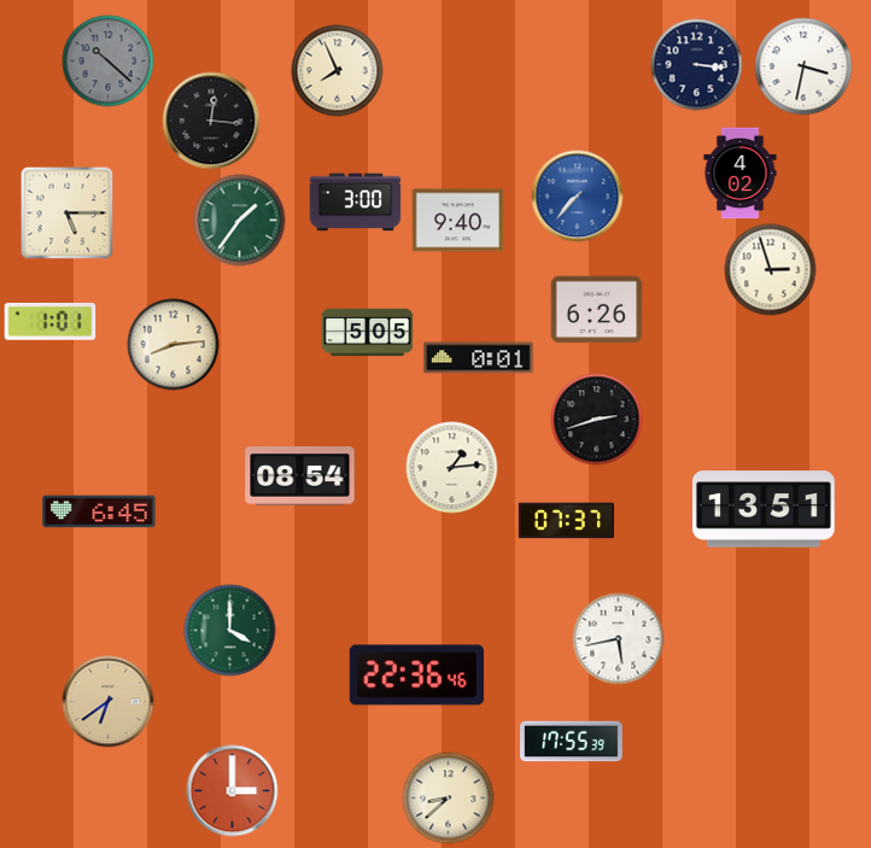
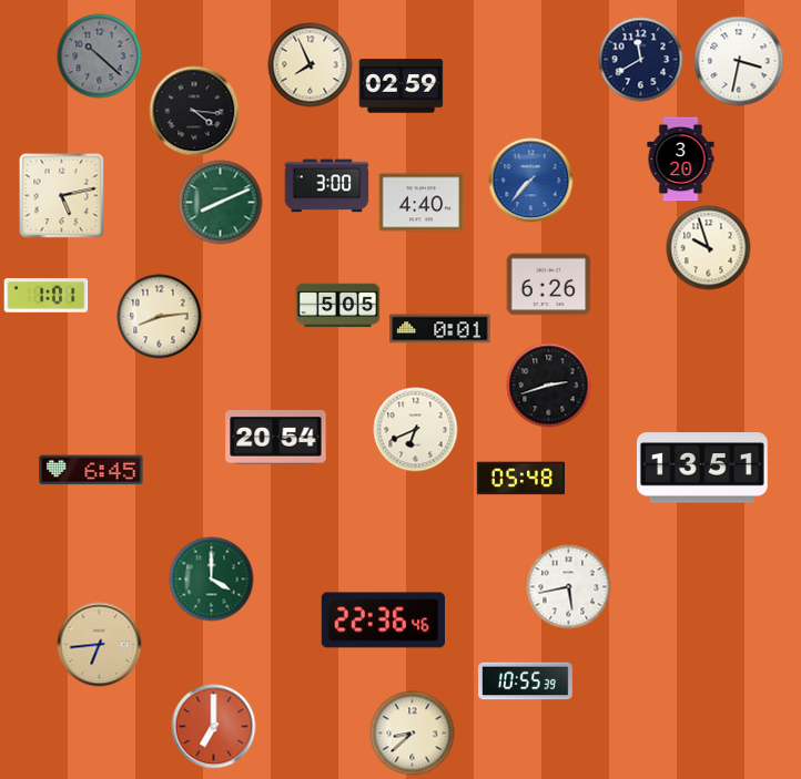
clock at (697, 65): 3:16 -> 11:40
clock at (402, 86): none -> 02:59
clock at (211, 121): 12:16 -> 4:16
clock at (741, 174): 4:02 -> 3:20
clock at (68, 214): 5:15 -> 5:13
clock at (240, 221): 1:36 -> 8:11
clock at (458, 221): 9:40 -> 4:40
clock at (771, 270): 2:57 -> 9:57
clock at (452, 468): 1:14 -> 6:41
clock at (300, 476): 08:54 -> 20:54
clock at (566, 521): 07:37 -> 05:48
clock at (109, 702): 6:39 -> 6:44
clock at (572, 742): 17:55 -> 10:55
clock at (233, 791): 3:00 -> 7:00
